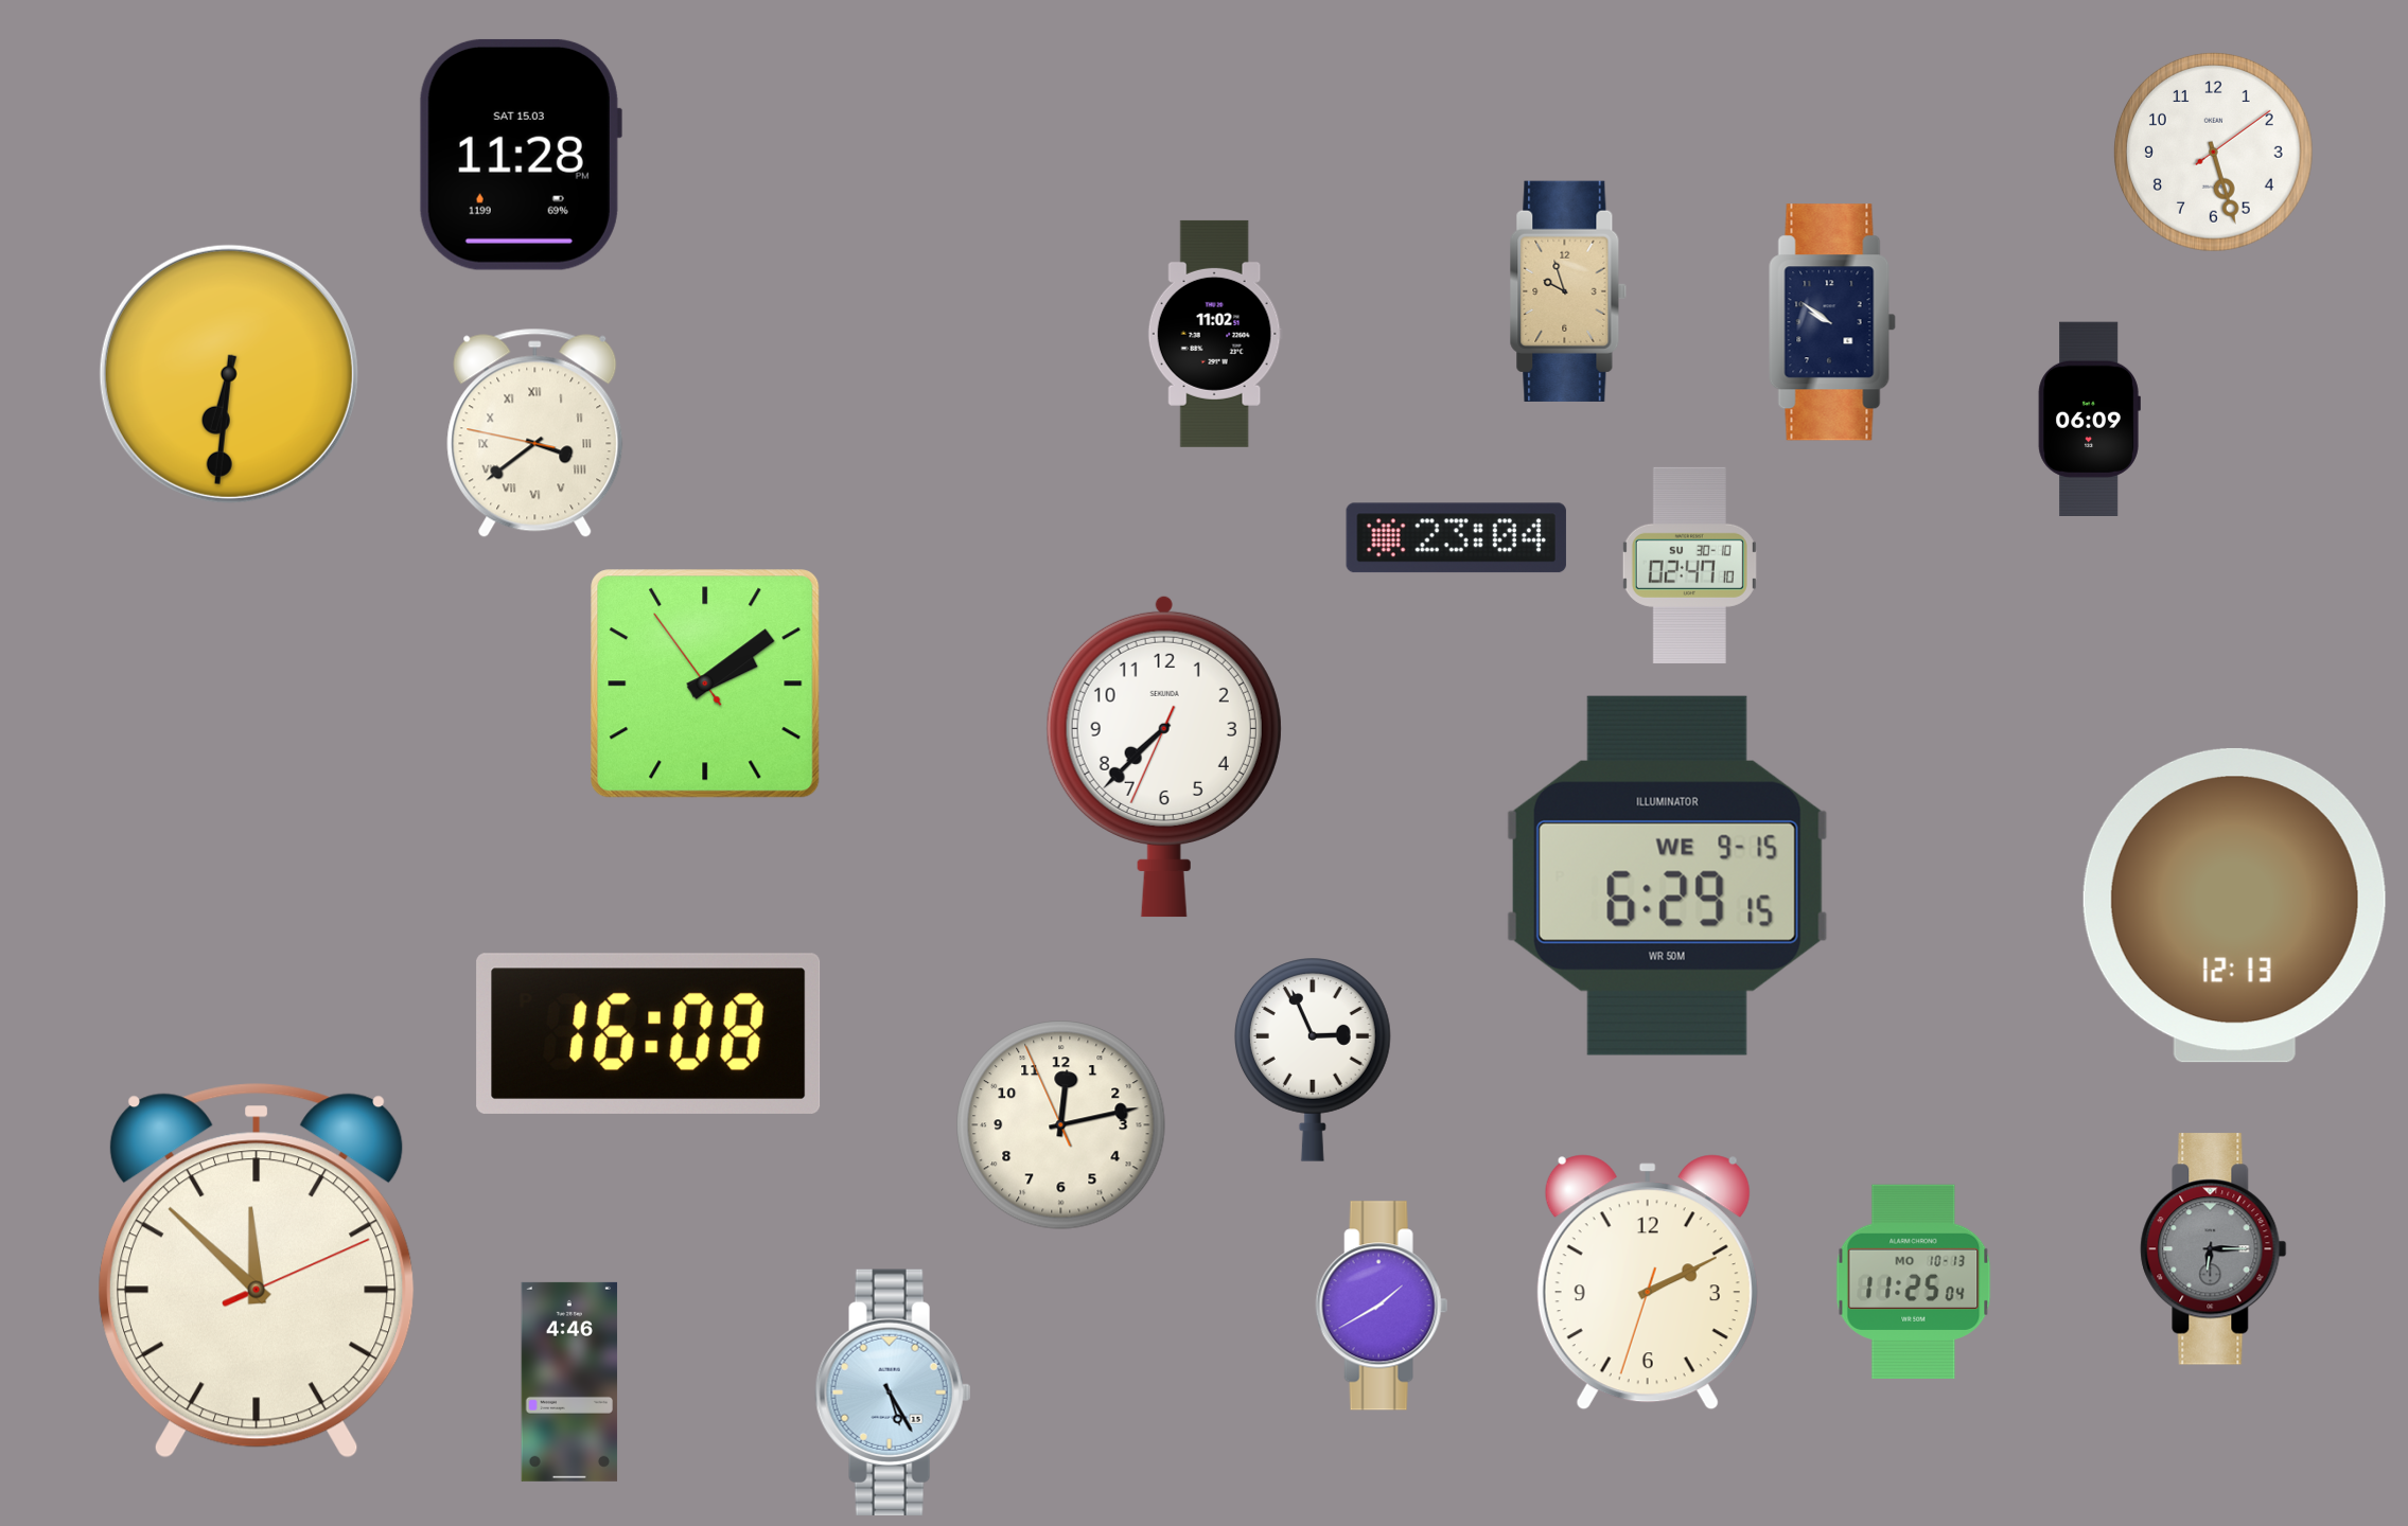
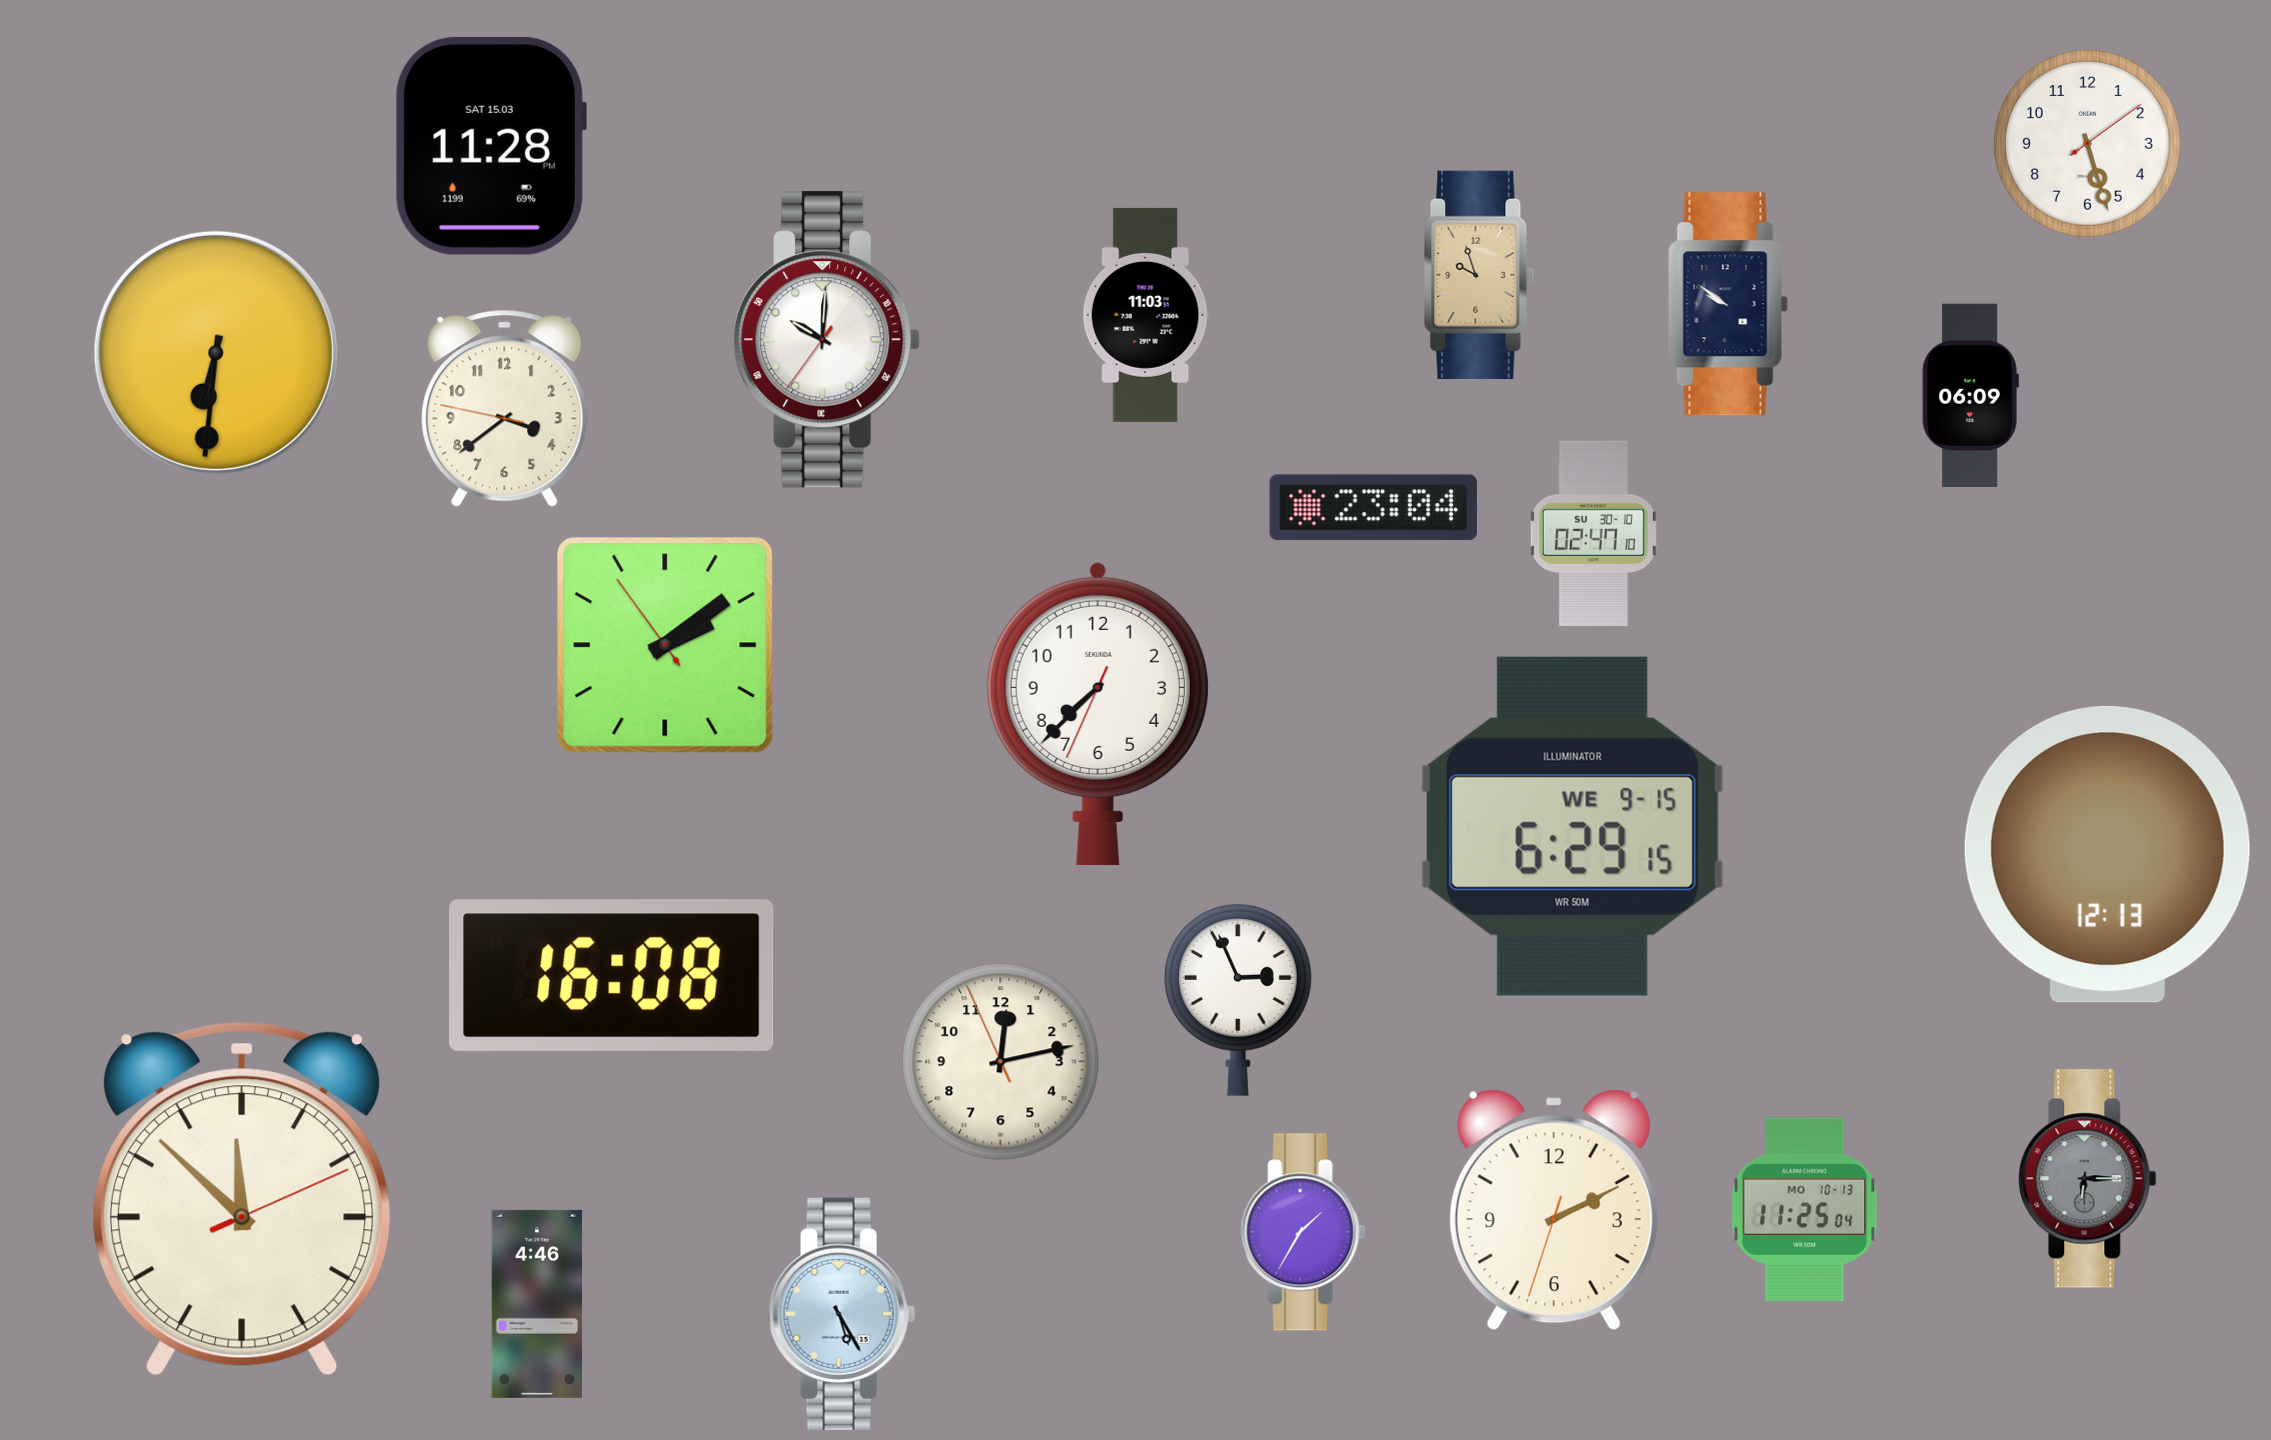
clock at (1215, 334): 11:02 -> 11:03
clock at (827, 340): none -> 10:00
clock at (535, 433) numerals: Roman -> Arabic
clock at (1382, 1306): 1:40 -> 1:35
